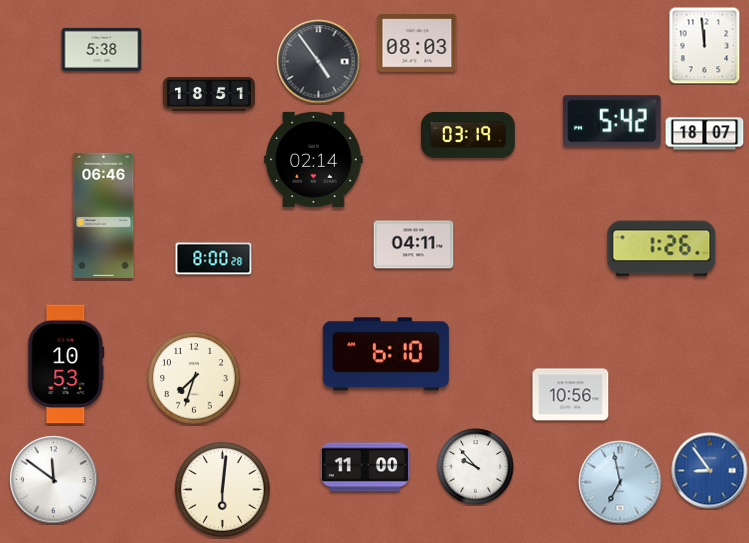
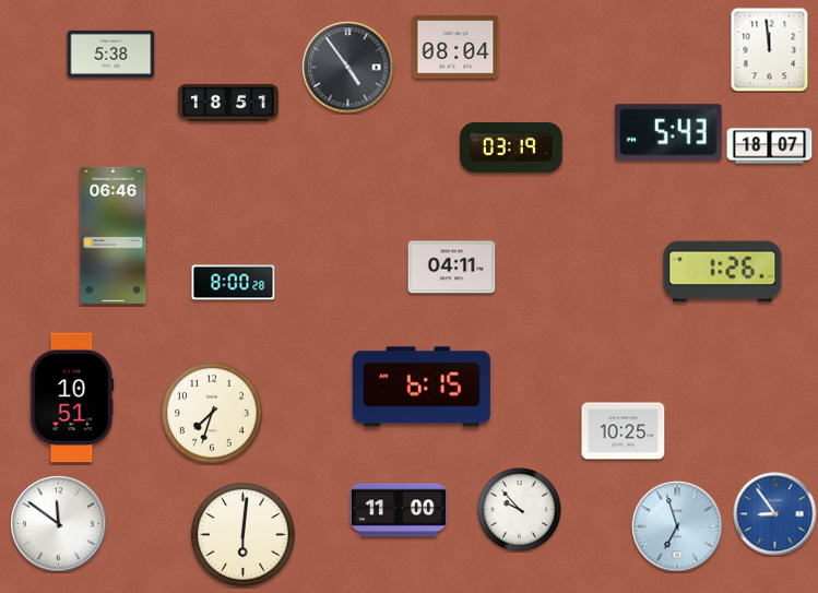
clock at (417, 43): 08:03 -> 08:04
clock at (612, 121): 5:42 -> 5:43
clock at (314, 159): 02:14 -> none
clock at (386, 354): 6:10 -> 6:15
clock at (66, 364): 10:53 -> 10:51
clock at (571, 395): 10:56 -> 10:25
clock at (620, 482): 6:58 -> 6:57
